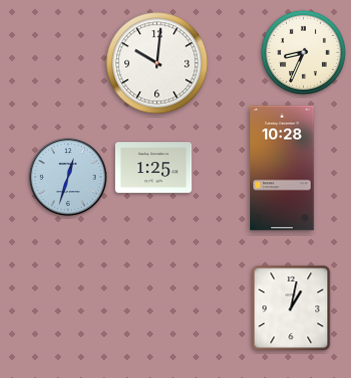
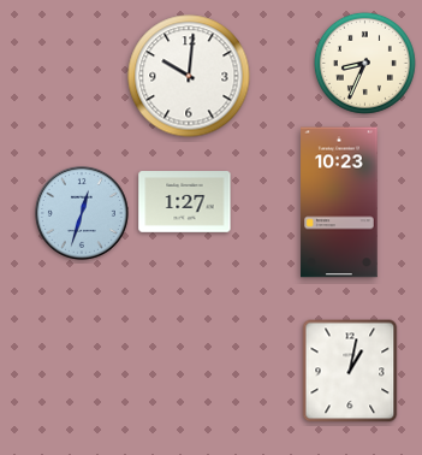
clock at (154, 168): 1:25 -> 1:27
clock at (282, 168): 10:28 -> 10:23
